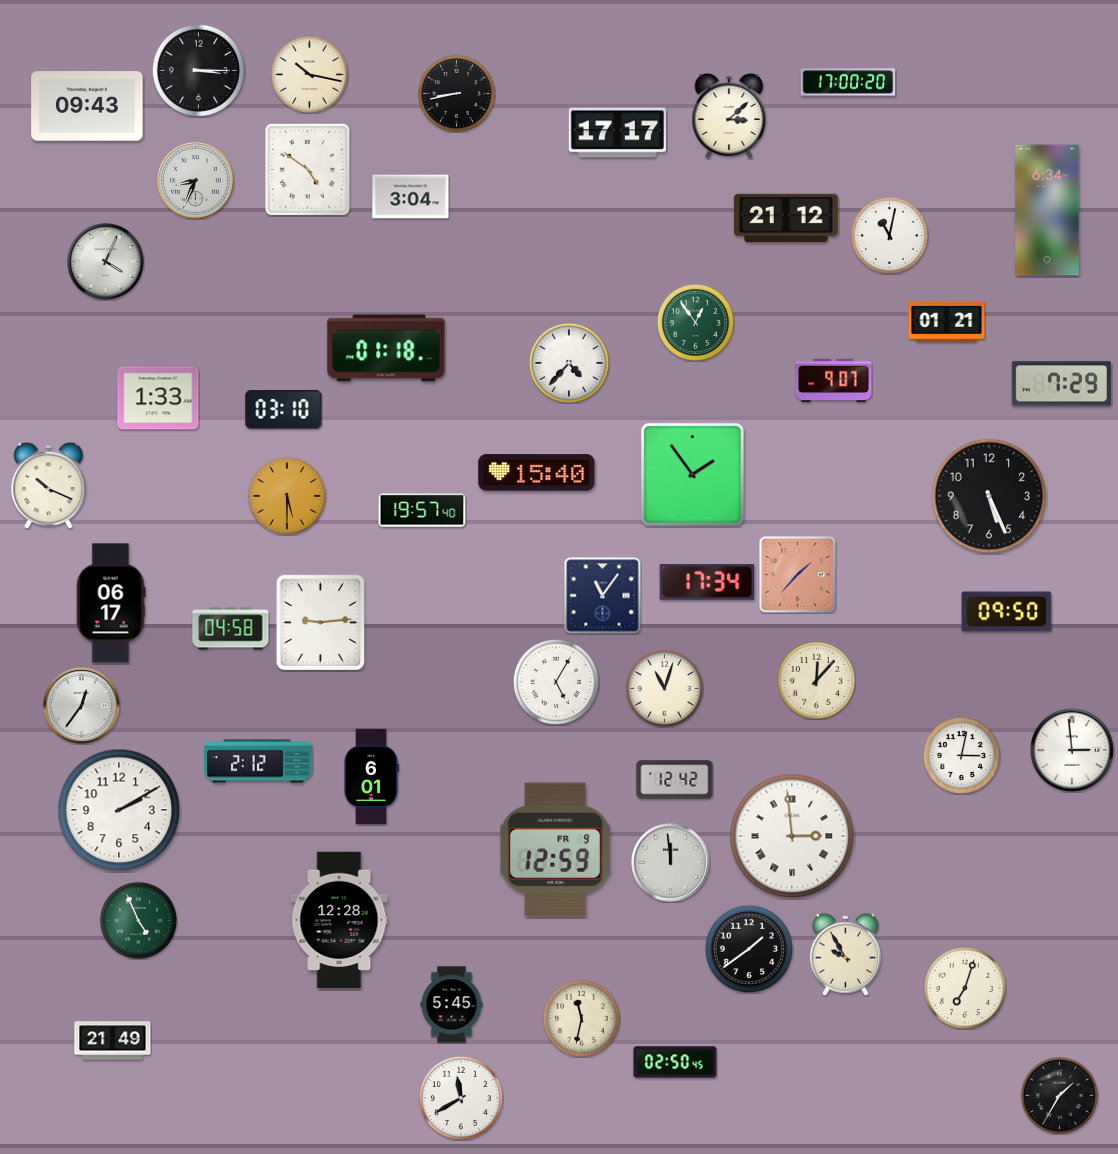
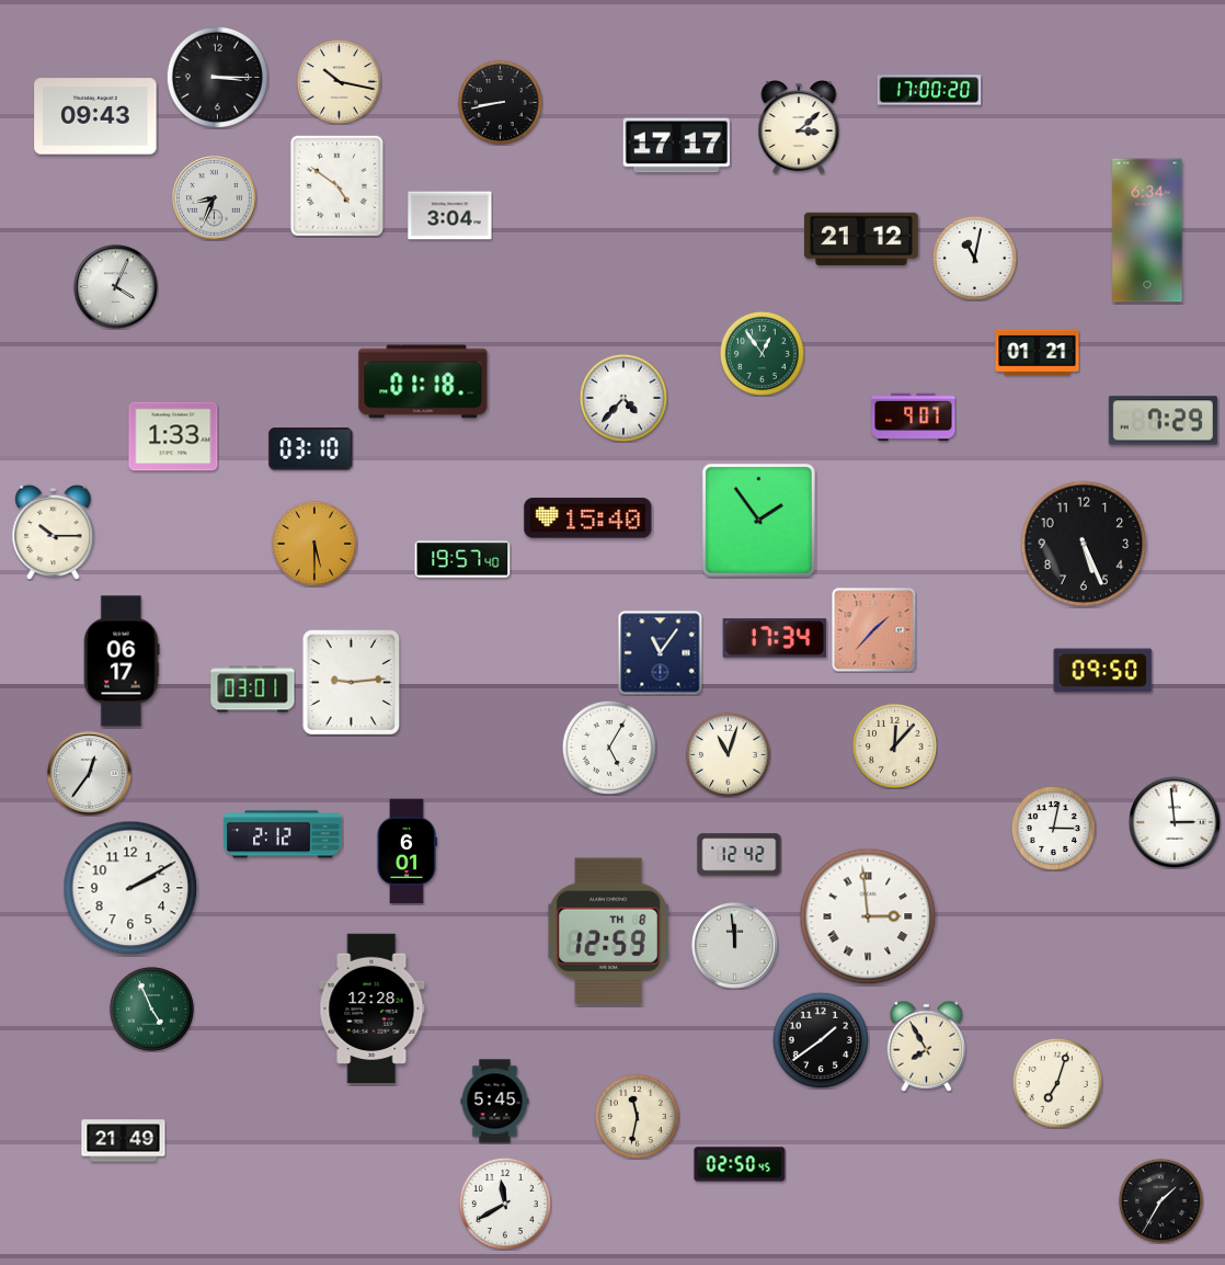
clock at (49, 485): 10:19 -> 10:15
clock at (231, 629): 04:58 -> 03:01
clock at (556, 849) date: FR 9 -> TH 8
clock at (845, 954): 9:55 -> 7:55
